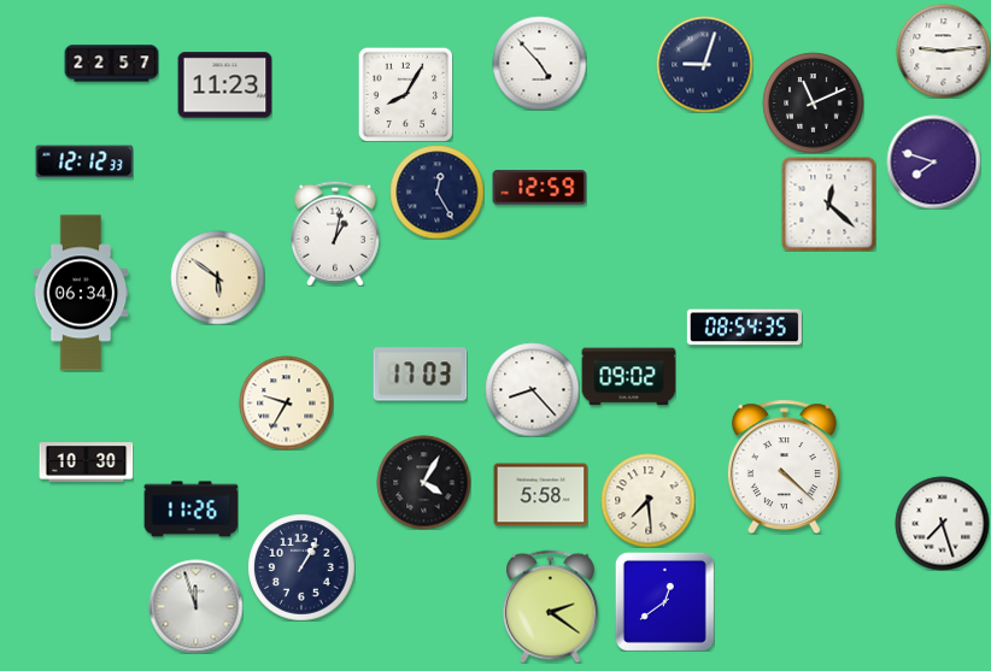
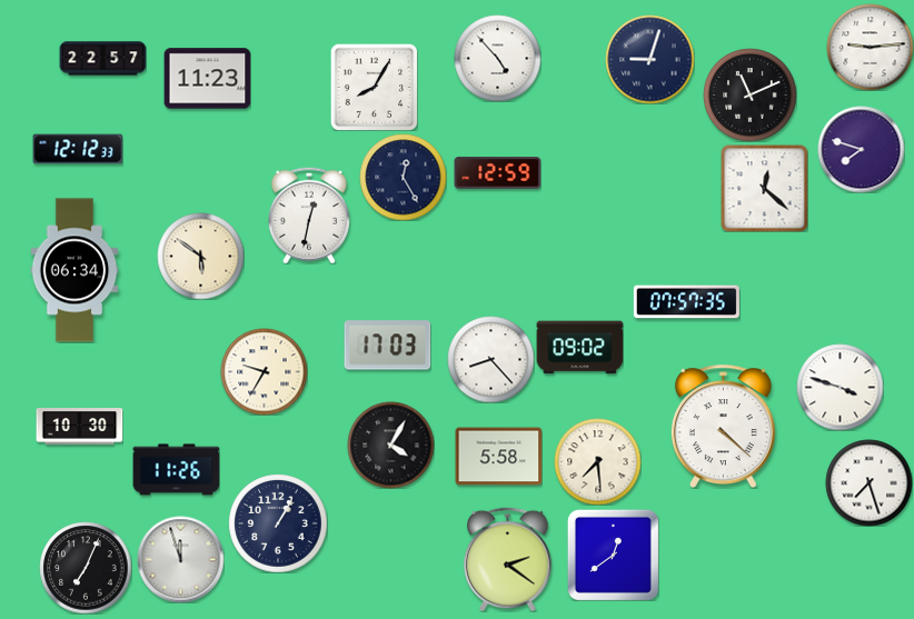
clock at (335, 234): 1:02 -> 12:32
clock at (744, 328): 08:54 -> 07:57
clock at (840, 387): none -> 3:48
clock at (784, 466) position: (784, 466) -> (723, 426)
clock at (86, 568): none -> 7:04
